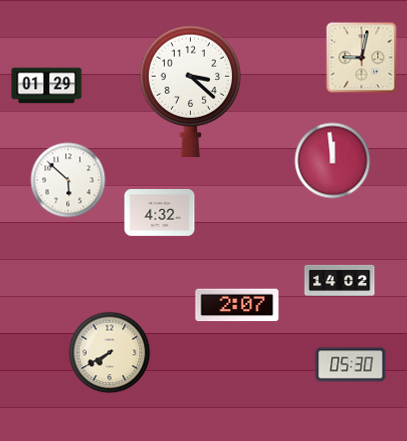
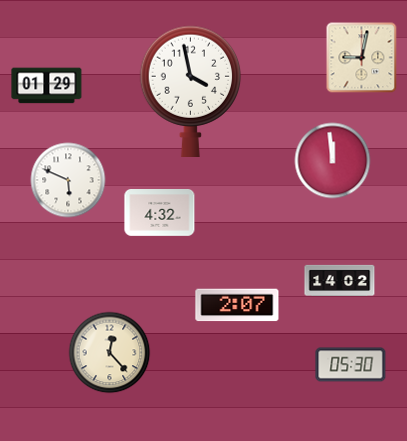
clock at (191, 91): 3:22 -> 3:58
clock at (68, 180): 5:52 -> 5:49
clock at (110, 353): 7:40 -> 12:23
